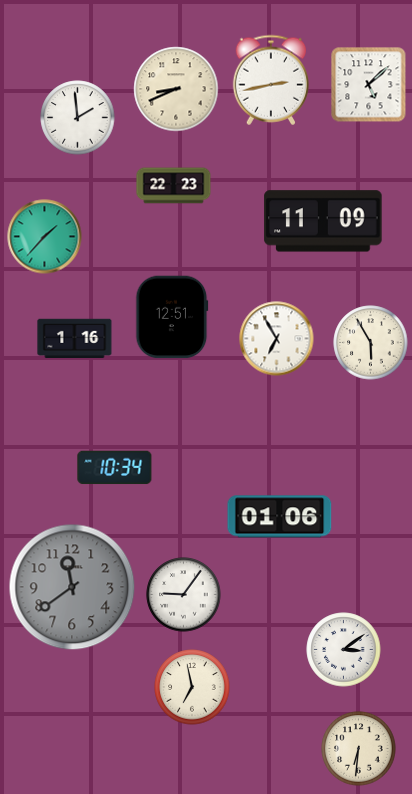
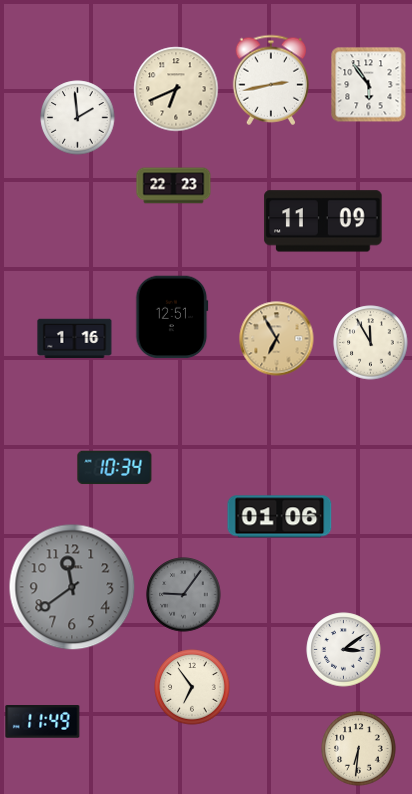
clock at (369, 85): 5:08 -> 5:54
clock at (176, 89): 8:41 -> 6:41
clock at (45, 237): 1:37 -> none
clock at (277, 339) dial: white -> champagne
clock at (371, 343): 5:55 -> 11:55
clock at (184, 595) dial: white -> grey
clock at (192, 687): 6:58 -> 6:54
clock at (43, 722): none -> 11:49
